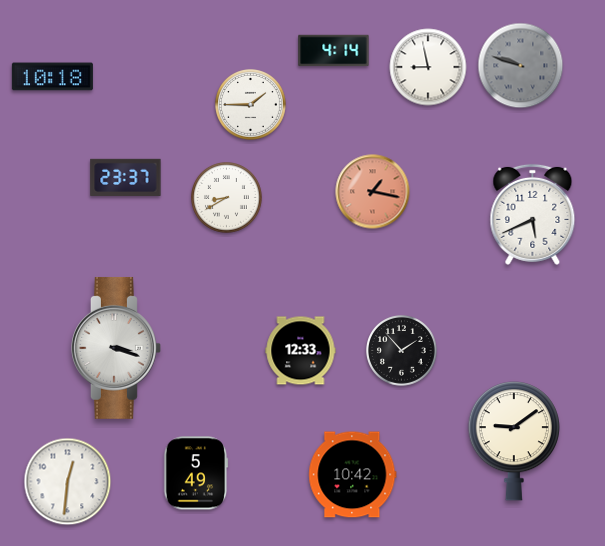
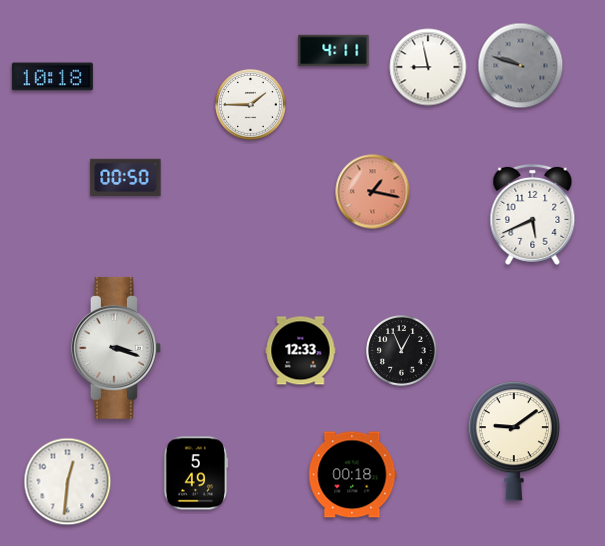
clock at (334, 51): 4:14 -> 4:11
clock at (126, 177): 23:37 -> 00:50
clock at (227, 198): 8:40 -> none
clock at (402, 351): 1:53 -> 12:56
clock at (353, 475): 10:42 -> 00:18
